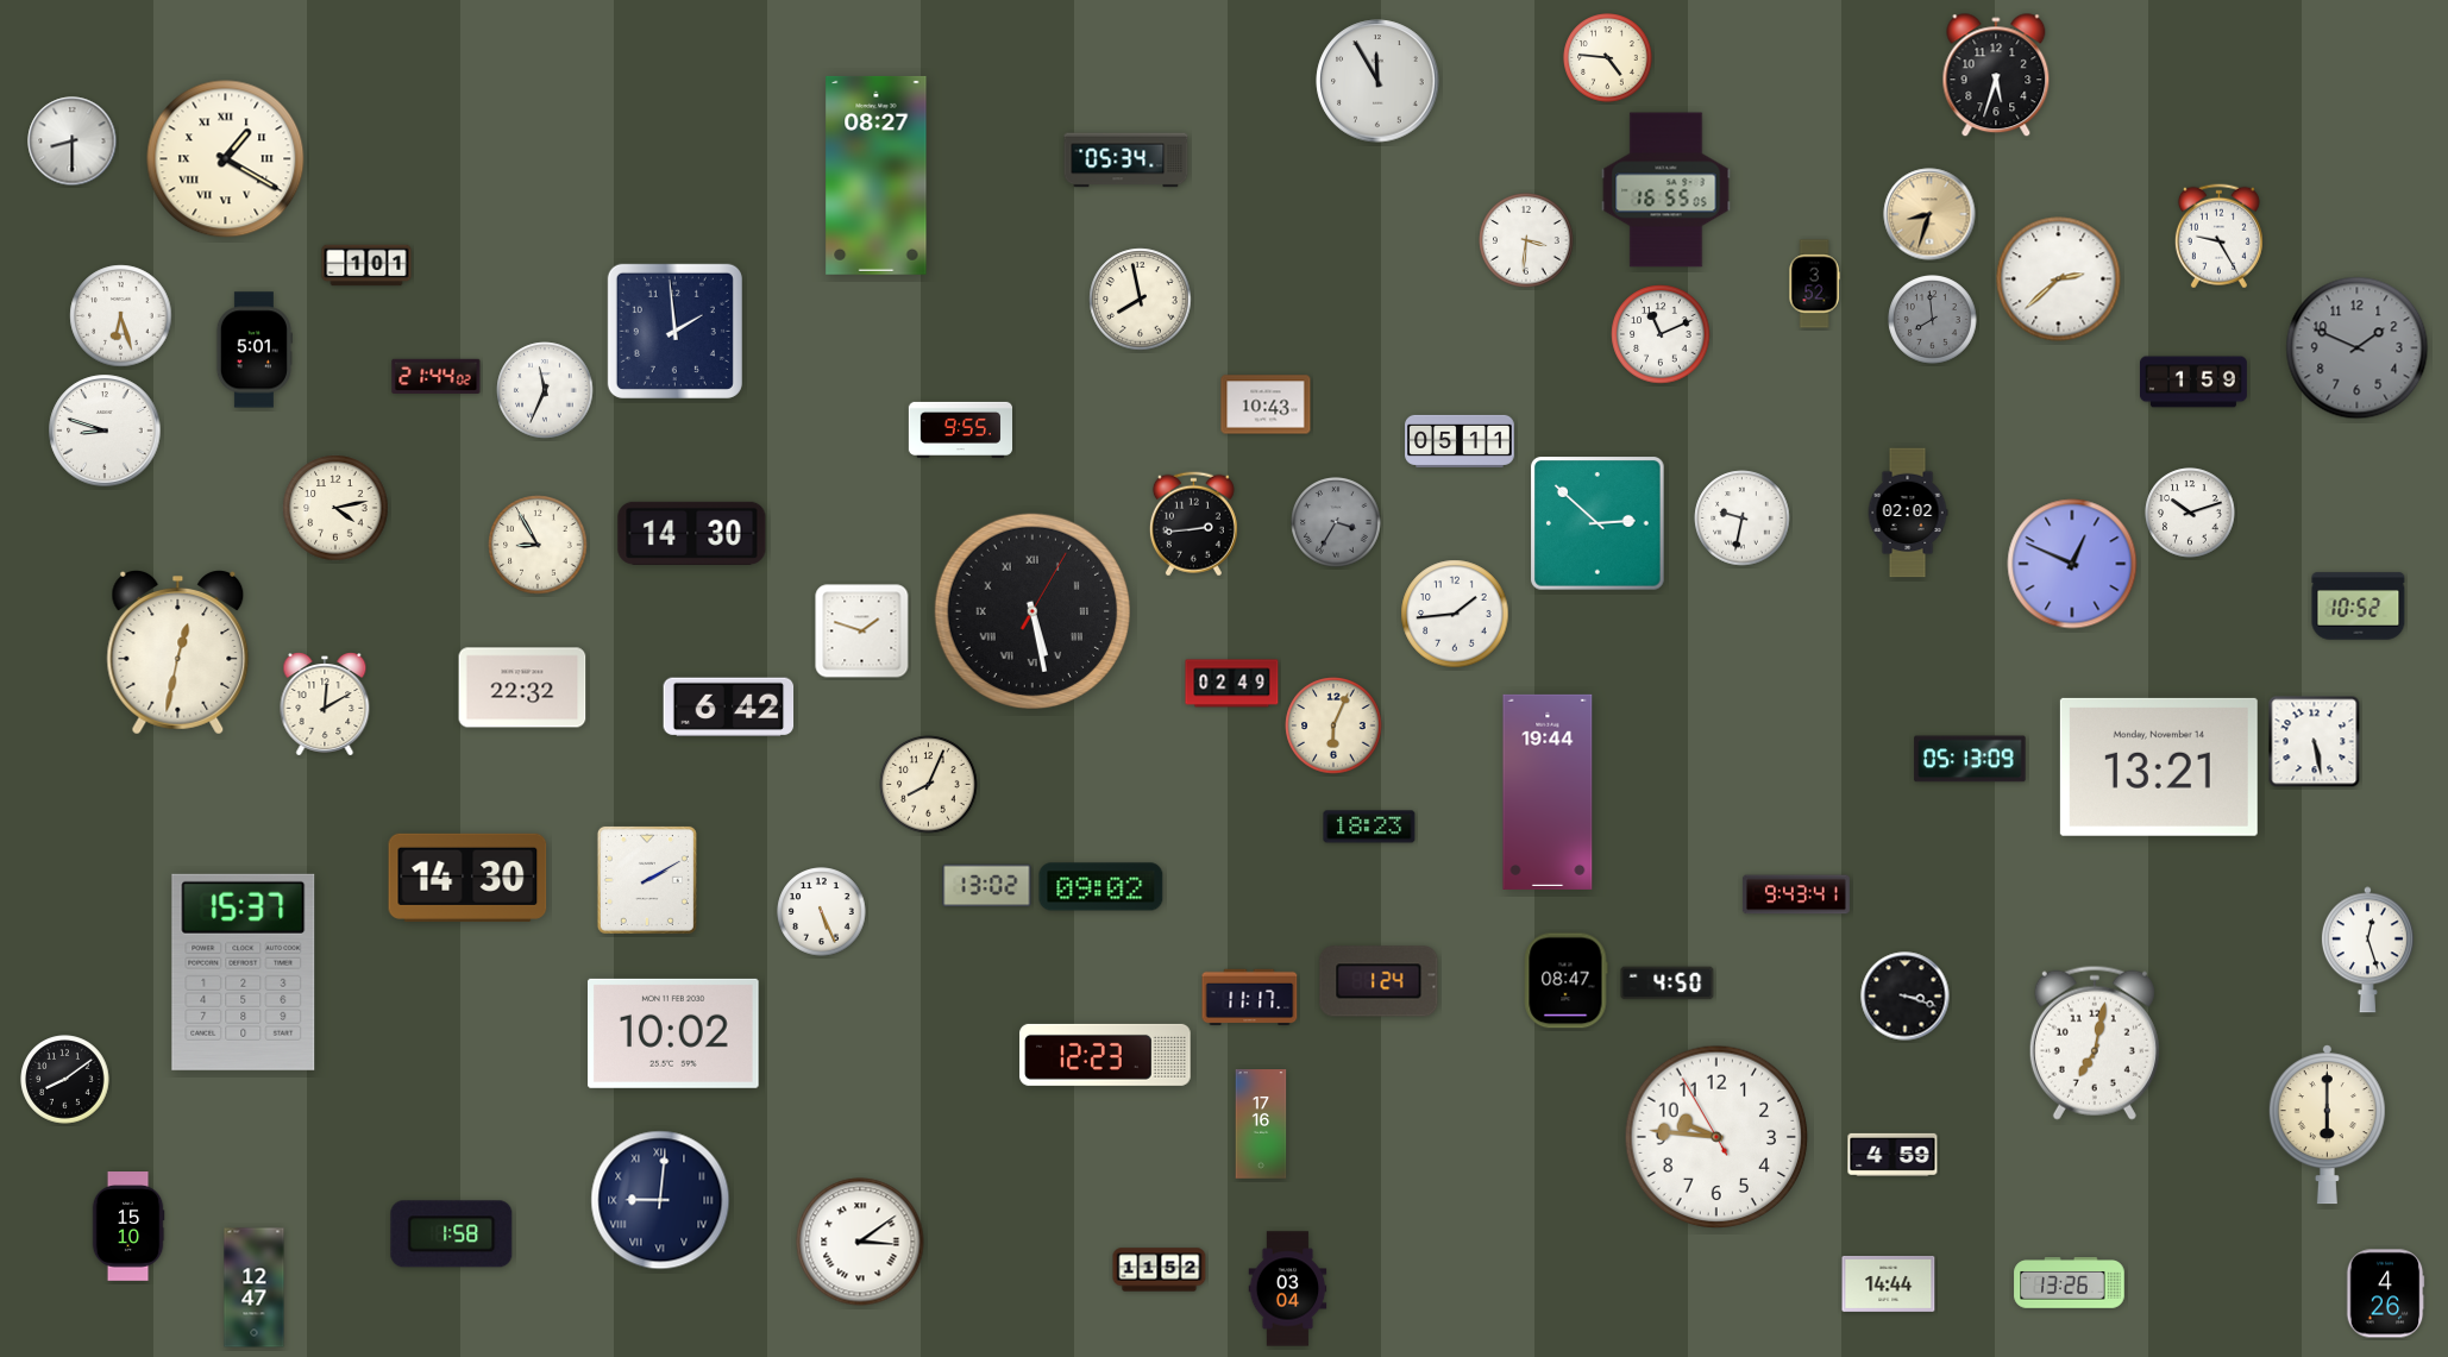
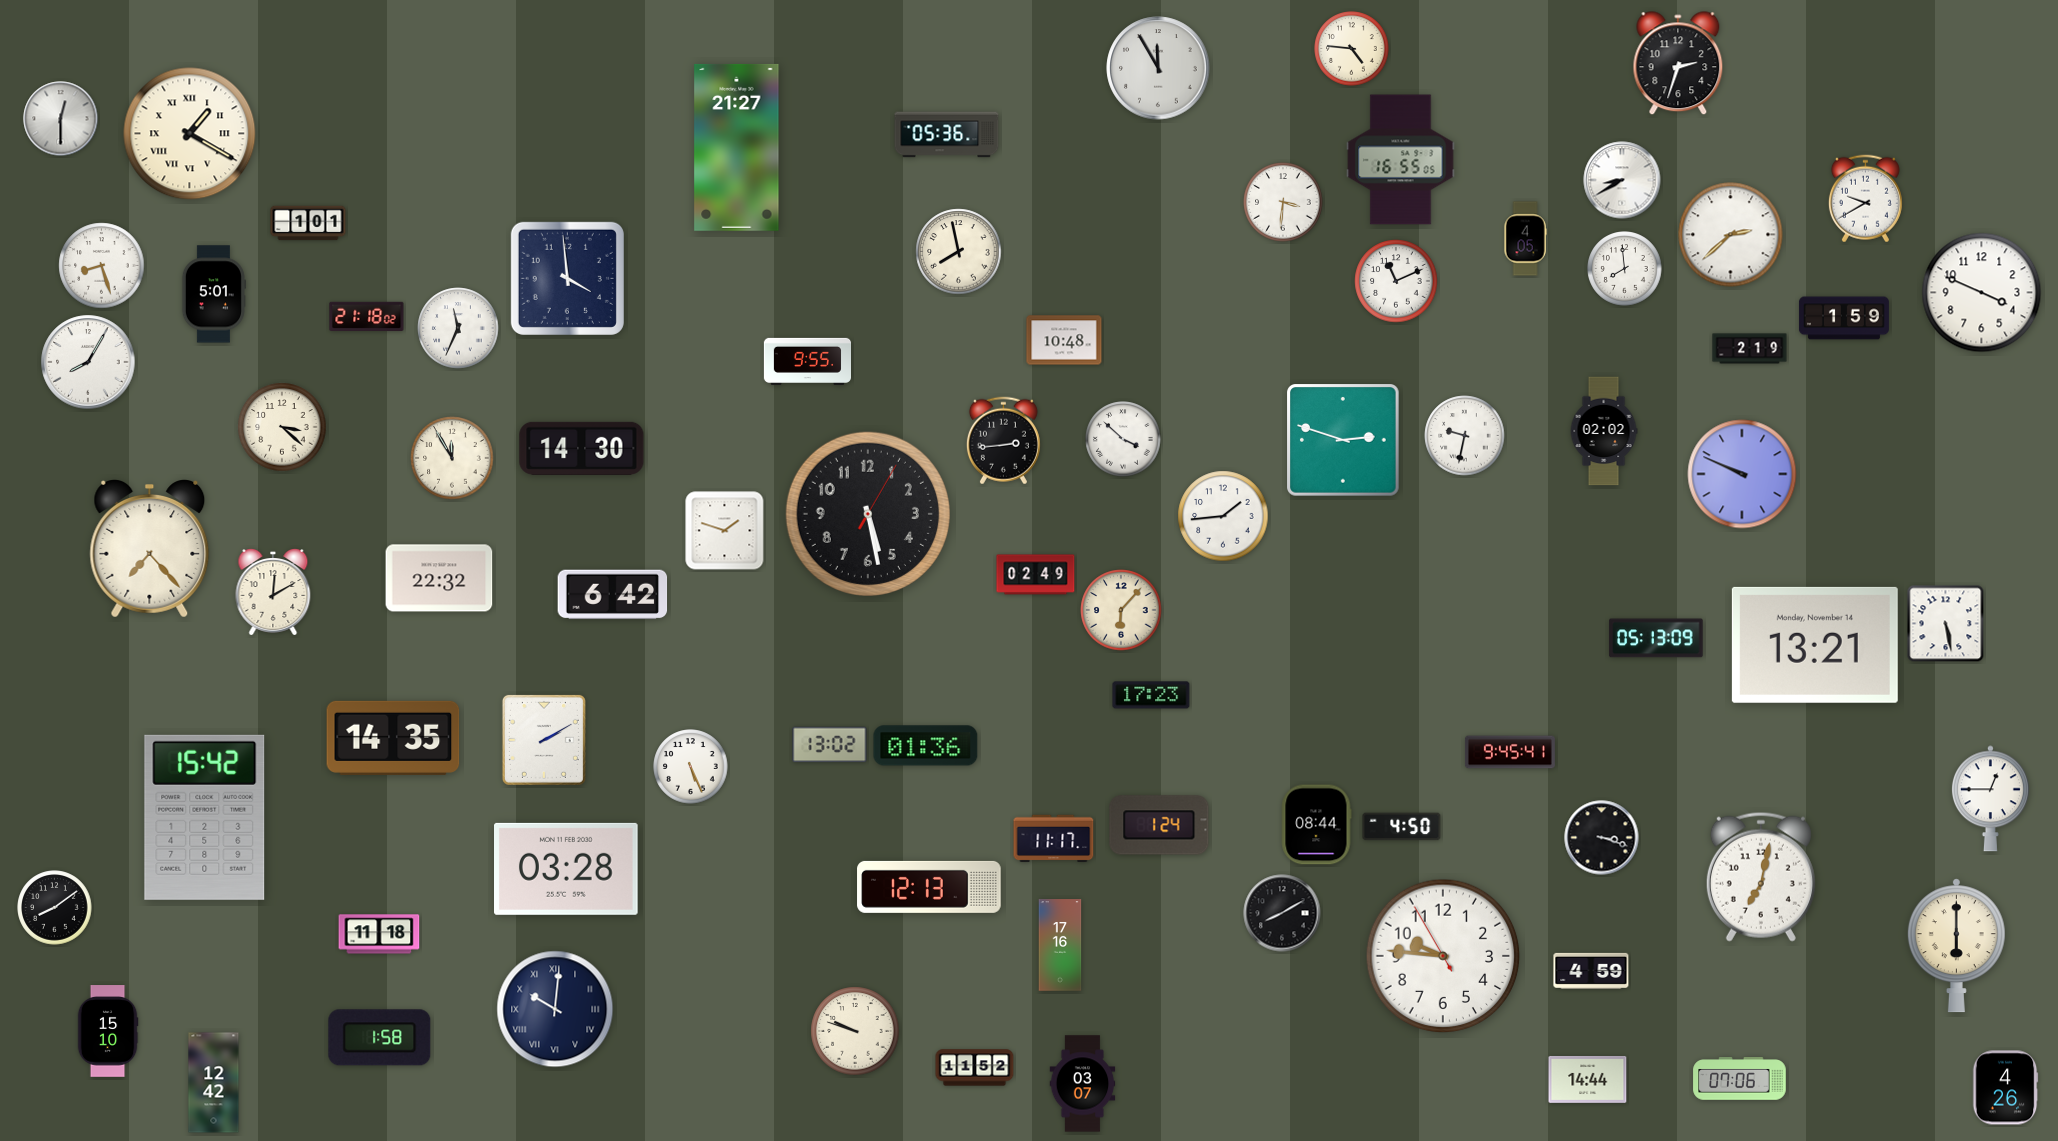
clock at (1996, 76): 5:33 -> 2:33
clock at (73, 142): 8:30 -> 12:30
clock at (1126, 161): 05:34 -> 05:36
clock at (877, 175): 08:27 -> 21:27
clock at (1929, 214): 8:33 -> 8:40
clock at (1929, 214) dial: champagne -> white
clock at (2218, 237): 9:25 -> 9:40
clock at (1814, 284): 3:52 -> 4:05
clock at (121, 316): 6:27 -> 8:27
clock at (1933, 320) dial: grey -> white
clock at (674, 331): 1:59 -> 3:59
clock at (2358, 348): 1:49 -> 3:49
clock at (2358, 348) dial: grey -> white
clock at (437, 376): 21:44 -> 21:18
clock at (2193, 382) position: (2193, 382) -> (1844, 318)
clock at (1266, 404): 10:43 -> 10:48
clock at (1750, 349): none -> 2:19
clock at (105, 431): 8:48 -> 8:05
clock at (1460, 441): 05:11 -> none
clock at (335, 508): 4:13 -> 3:22
clock at (2190, 513): 10:12 -> none
clock at (1336, 522): 3:35 -> 3:52
clock at (1336, 522) dial: grey -> white
clock at (1598, 523): 2:52 -> 2:48
clock at (538, 545): 8:55 -> 11:55
clock at (2072, 564): 12:49 -> 9:49
clock at (2359, 607): 10:52 -> none
clock at (1032, 611) numerals: Roman -> Arabic
clock at (178, 653): 12:32 -> 7:23
clock at (1333, 725): 6:04 -> 6:07
clock at (929, 785): 8:04 -> none
clock at (1548, 792): 19:44 -> none
clock at (1369, 827): 18:23 -> 17:23
clock at (467, 878): 14:30 -> 14:35
clock at (1101, 887): 09:02 -> 01:36
clock at (1796, 894): 9:43 -> 9:45
clock at (2367, 950): 12:27 -> 12:45
clock at (244, 972): 15:37 -> 15:42
clock at (1565, 981): 08:47 -> 08:44
clock at (1250, 998) position: (1250, 998) -> (1054, 839)
clock at (674, 1034): 10:02 -> 03:28
clock at (1105, 1055): 12:23 -> 12:13
clock at (1282, 913): none -> 8:10
clock at (379, 934): none -> 11:18
clock at (660, 1200): 9:01 -> 10:01
clock at (855, 1031): none -> 9:48
clock at (860, 1242): 3:09 -> none
clock at (2070, 1283): 13:26 -> 07:06
clock at (255, 1288): 12:47 -> 12:42
clock at (1288, 1289): 03:04 -> 03:07
